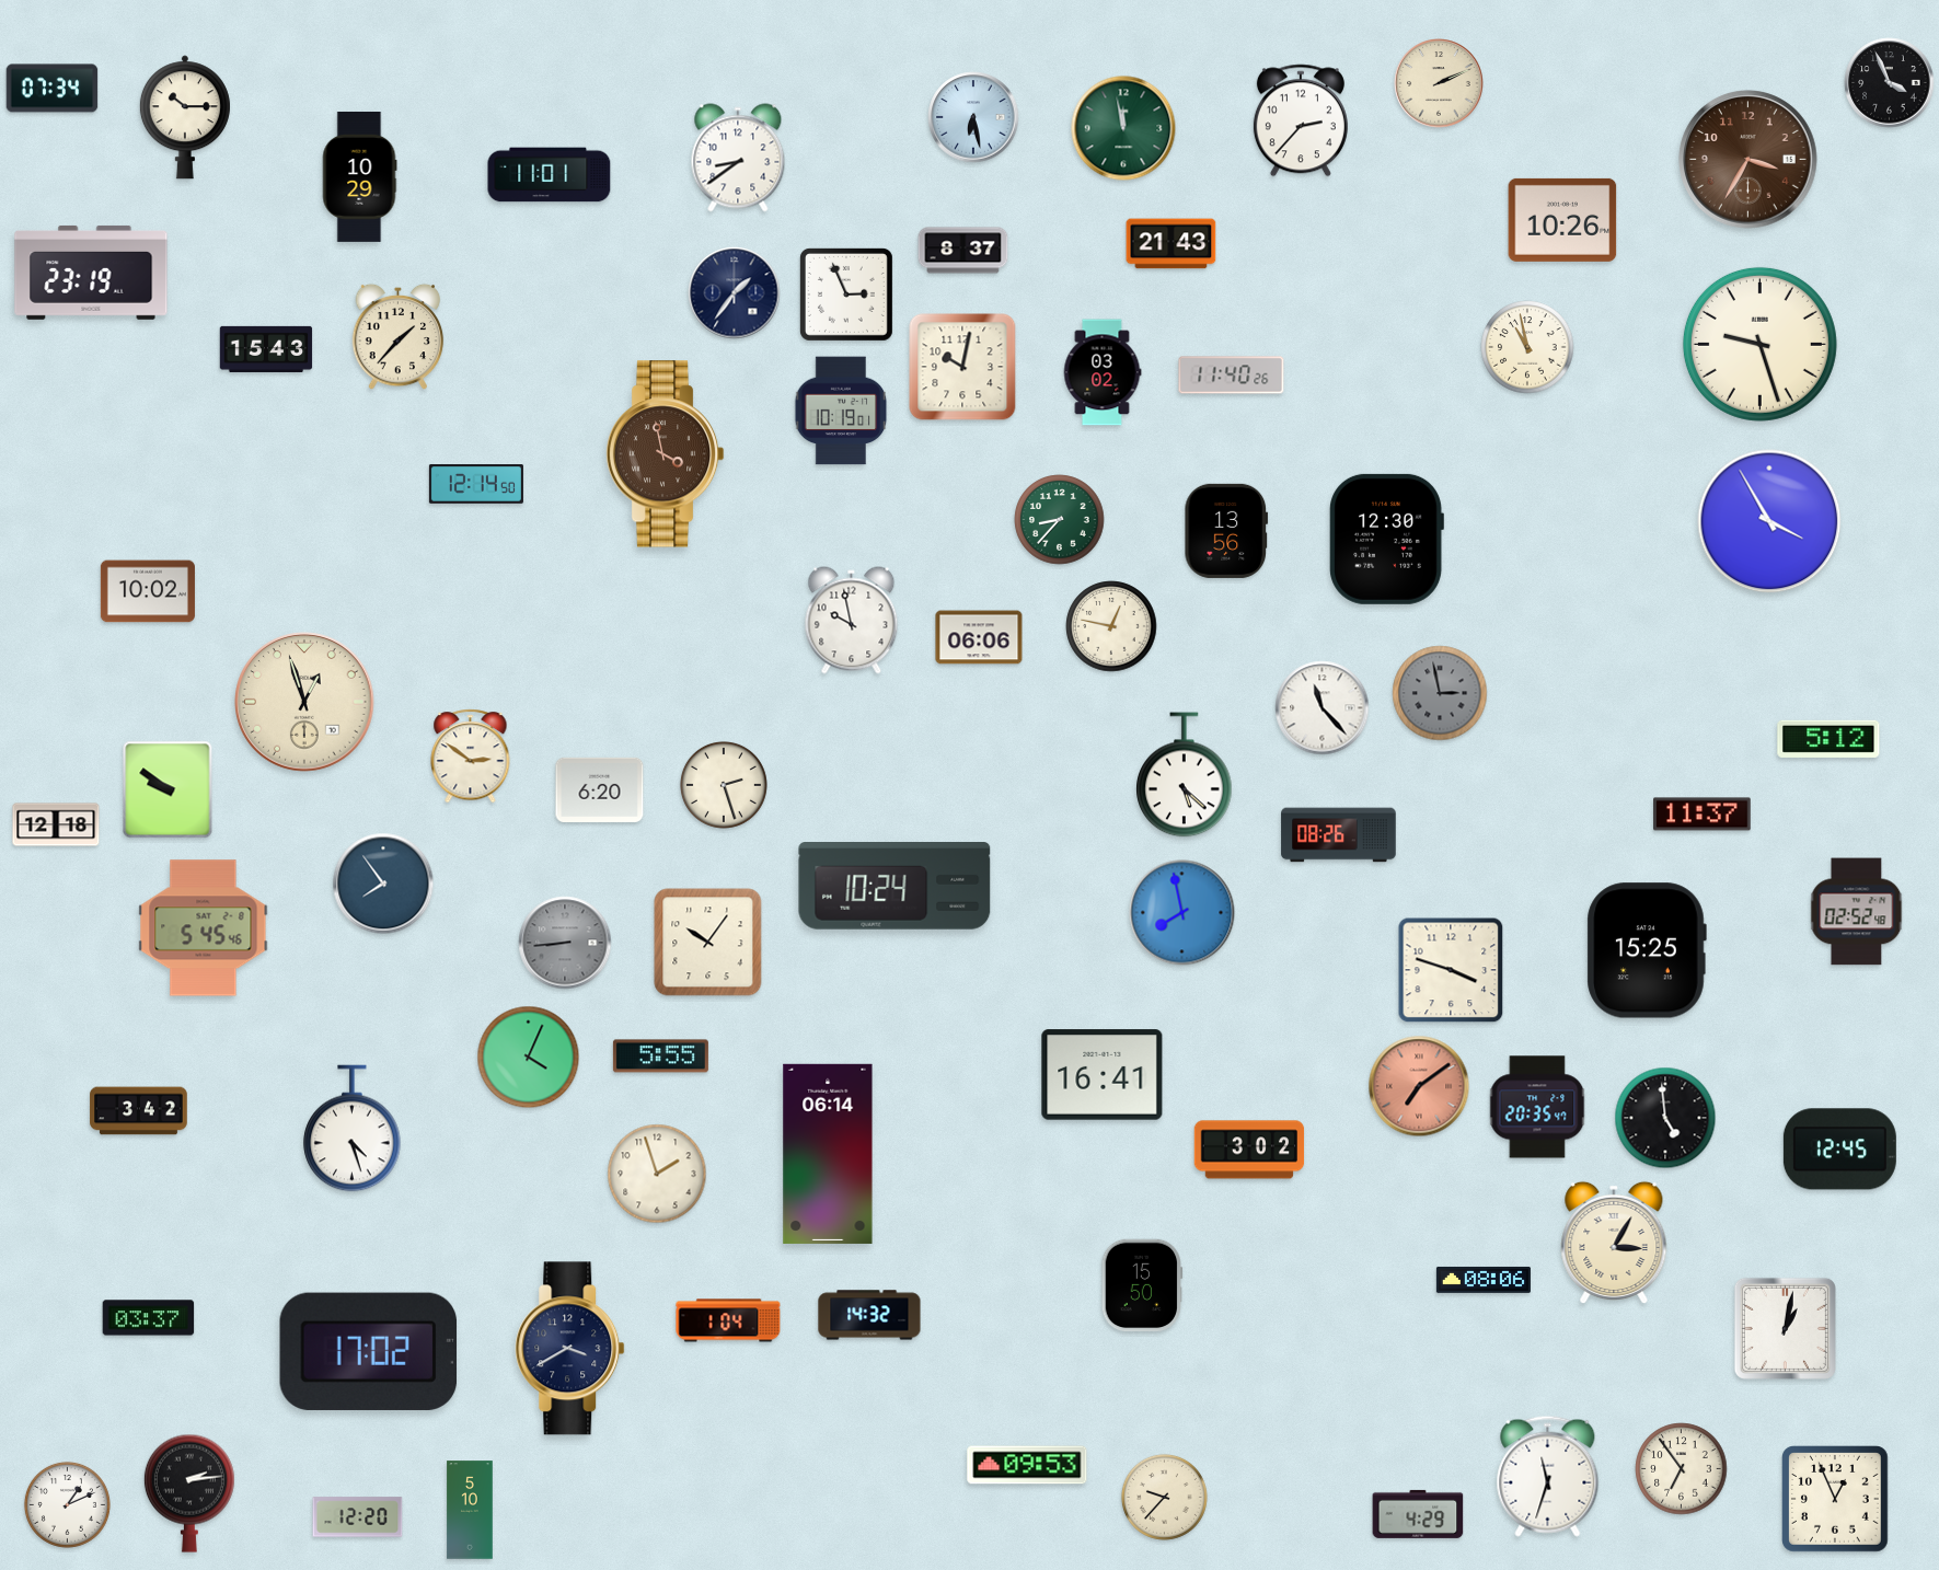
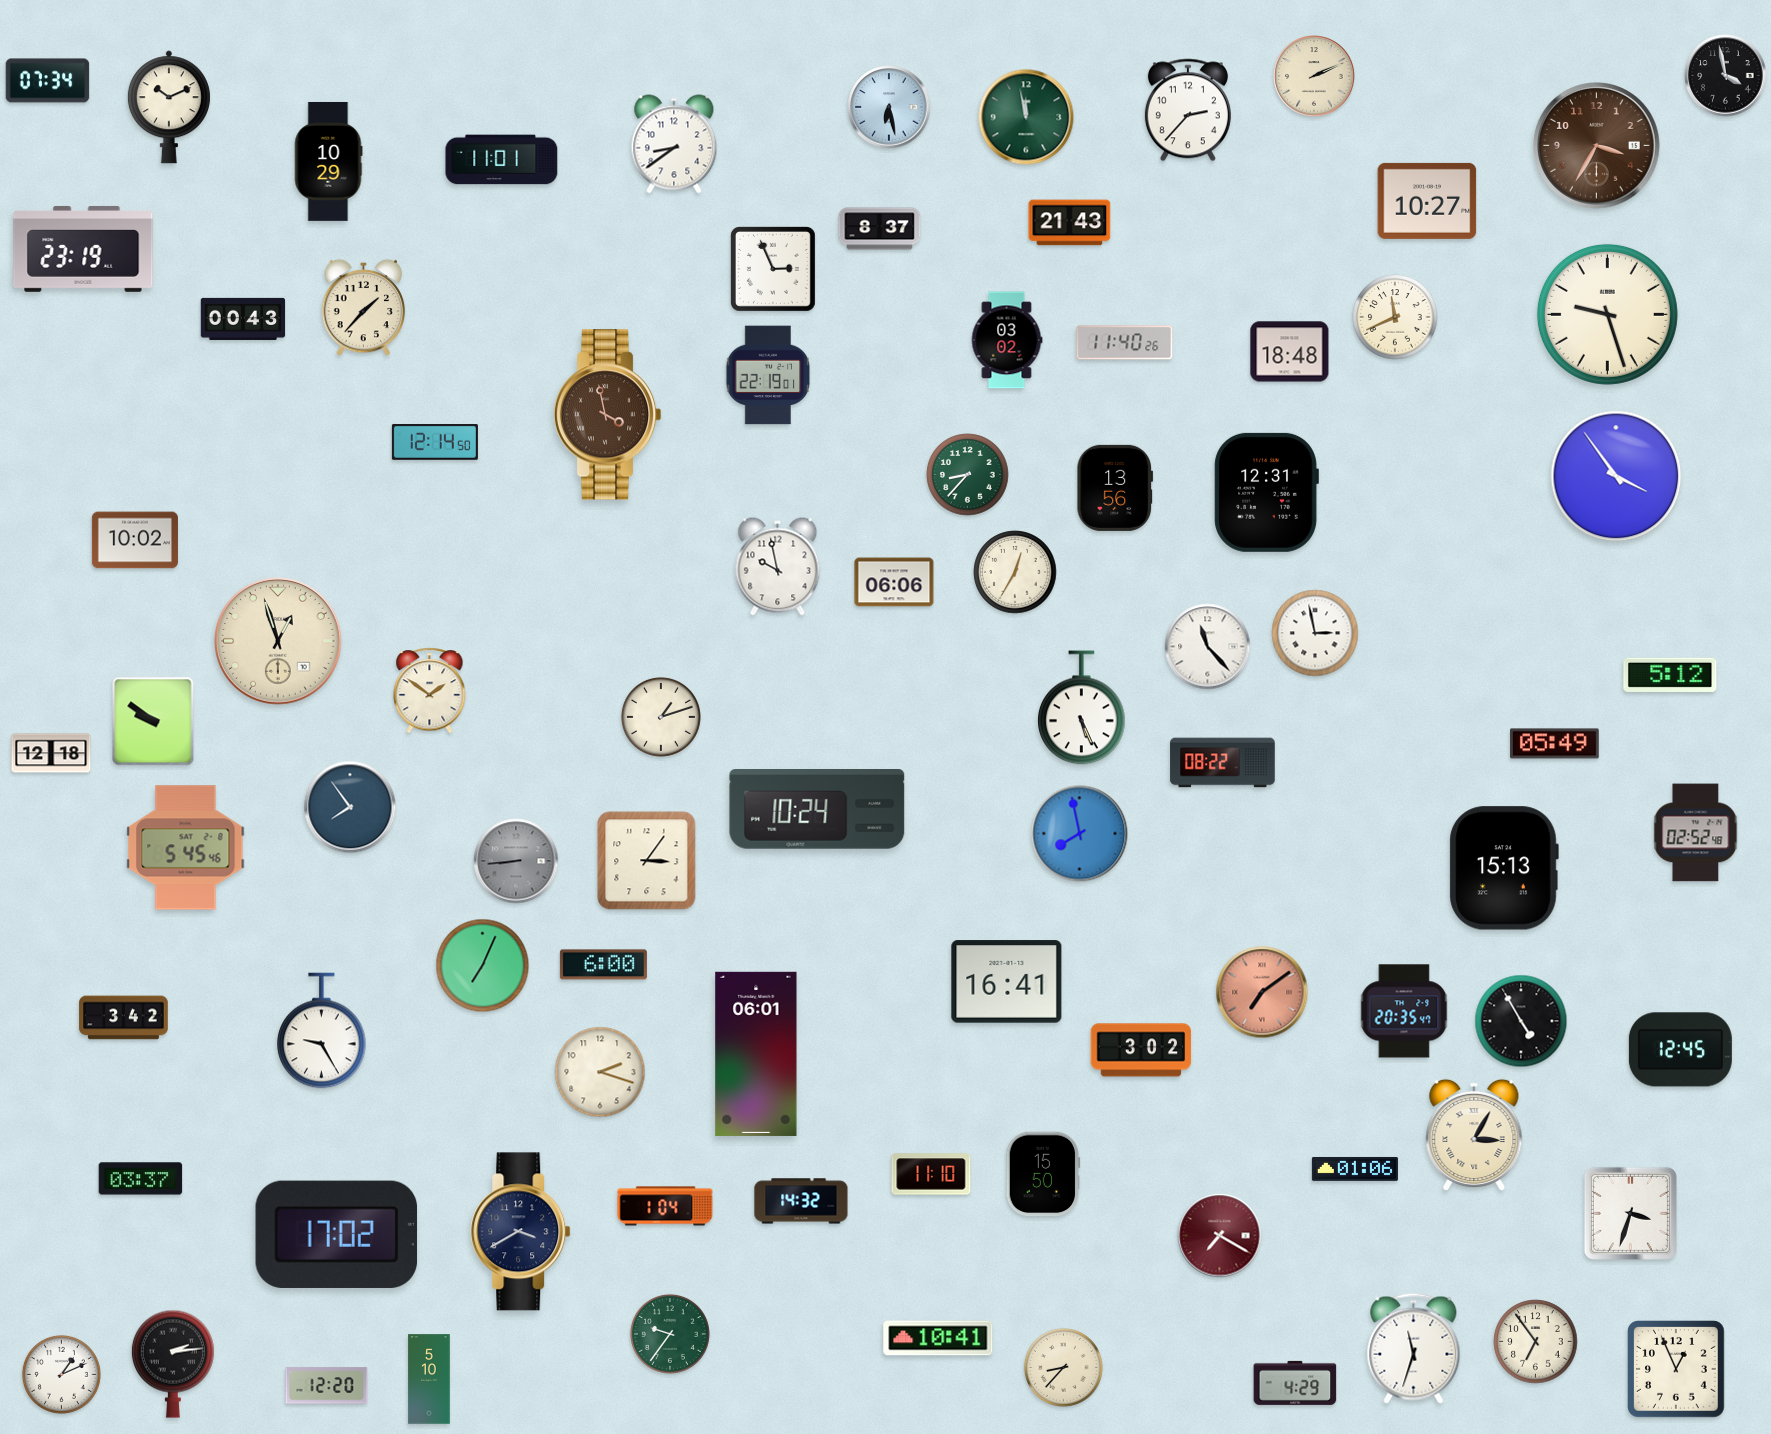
clock at (1890, 83): 3:56 -> 3:58
clock at (185, 117): 10:15 -> 10:11
clock at (1562, 220): 10:26 -> 10:27
clock at (735, 293): 1:36 -> none
clock at (1527, 347): 10:58 -> 11:41
clock at (266, 349): 15:43 -> 00:43
clock at (962, 367): 10:02 -> none
clock at (1290, 352): none -> 18:48
clock at (841, 411): 10:19 -> 22:19
clock at (1769, 521): 3:55 -> 3:54
clock at (1226, 531) position: (1226, 531) -> (1115, 488)
clock at (1386, 539): 12:30 -> 12:31
clock at (1111, 626): 12:47 -> 12:35
clock at (1440, 693) dial: grey -> white
clock at (471, 757): 2:51 -> 1:51
clock at (1185, 775): 5:22 -> 5:26
clock at (724, 785): 2:27 -> 1:12
clock at (600, 789): 6:20 -> none
clock at (1703, 815): 11:37 -> 05:49
clock at (1339, 835): 08:26 -> 08:22
clock at (708, 943): 10:06 -> 3:06
clock at (1647, 950): 15:25 -> 15:13
clock at (1451, 970): 3:48 -> none
clock at (660, 1057): 5:55 -> 6:00
clock at (529, 1058): 4:04 -> 7:04
clock at (1419, 1086) position: (1419, 1086) -> (1262, 992)
clock at (139, 1111) position: (139, 1111) -> (124, 1018)
clock at (1665, 1118): 4:59 -> 4:55
clock at (353, 1129): 4:27 -> 9:25
clock at (828, 1154): 06:14 -> 06:01
clock at (657, 1174): 1:57 -> 2:18
clock at (1484, 1280): 08:06 -> 01:06
clock at (931, 1174): none -> 11:10
clock at (869, 1315) position: (869, 1315) -> (801, 1201)
clock at (149, 1318) position: (149, 1318) -> (141, 1179)
clock at (1785, 1328): 1:02 -> 3:33
clock at (1220, 1236): none -> 7:20
clock at (670, 1334): none -> 9:36
clock at (1027, 1465): 09:53 -> 10:41
clock at (1164, 1497): 9:37 -> 8:37
